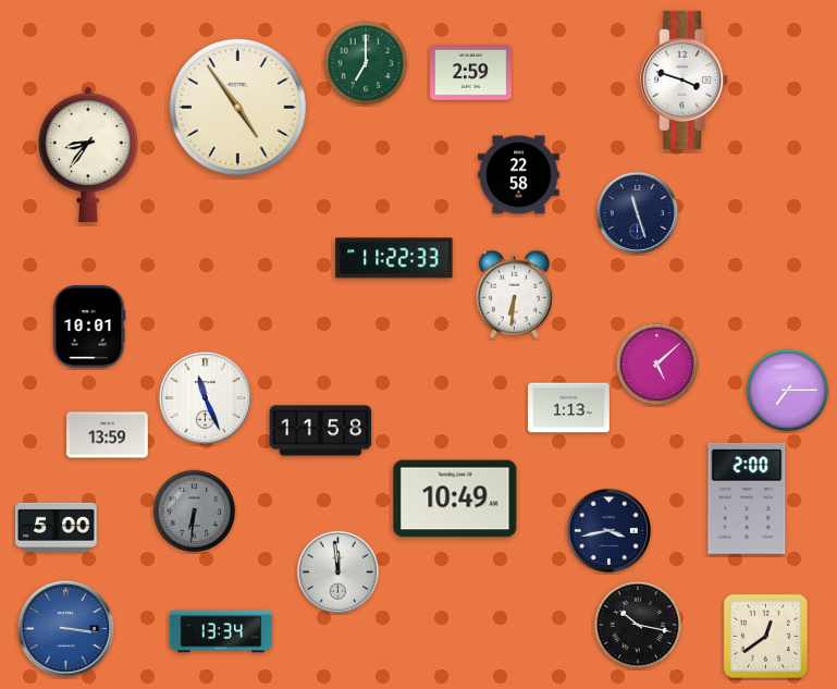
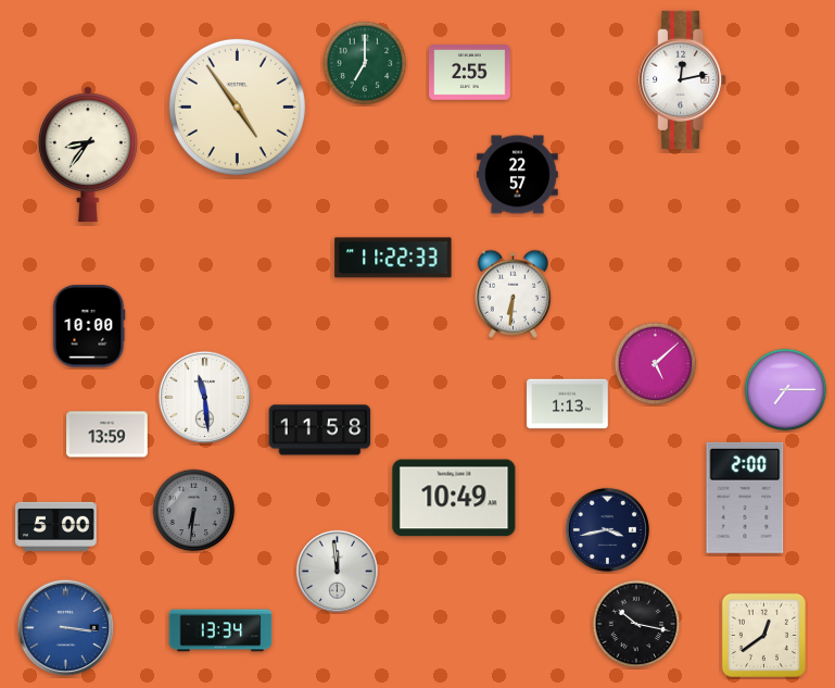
clock at (471, 73): 2:59 -> 2:55
clock at (685, 79): 3:48 -> 12:13
clock at (519, 175): 22:58 -> 22:57
clock at (637, 212): 11:27 -> none
clock at (89, 327): 10:01 -> 10:00
clock at (206, 398): 11:26 -> 11:29
clock at (569, 408) position: (569, 408) -> (568, 404)
